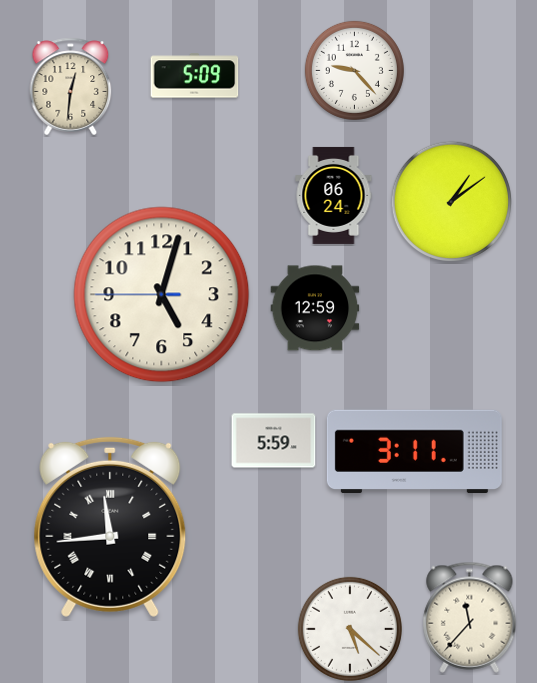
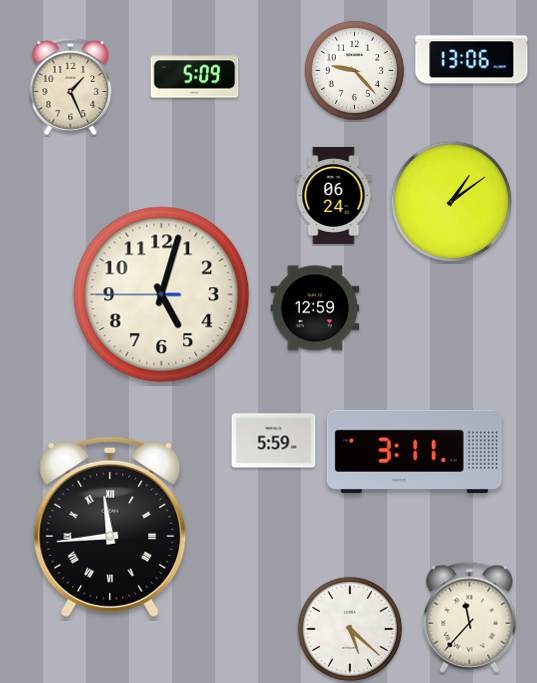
clock at (472, 60): none -> 13:06
clock at (71, 87): 12:31 -> 1:26
